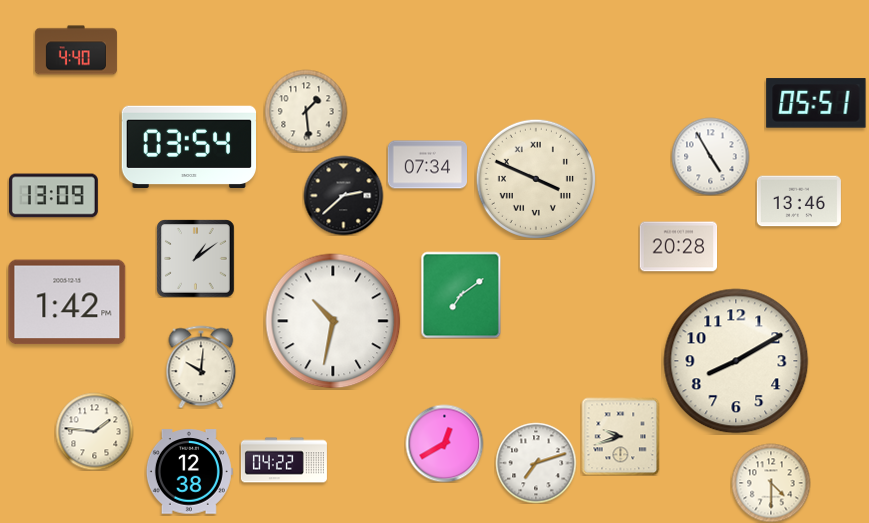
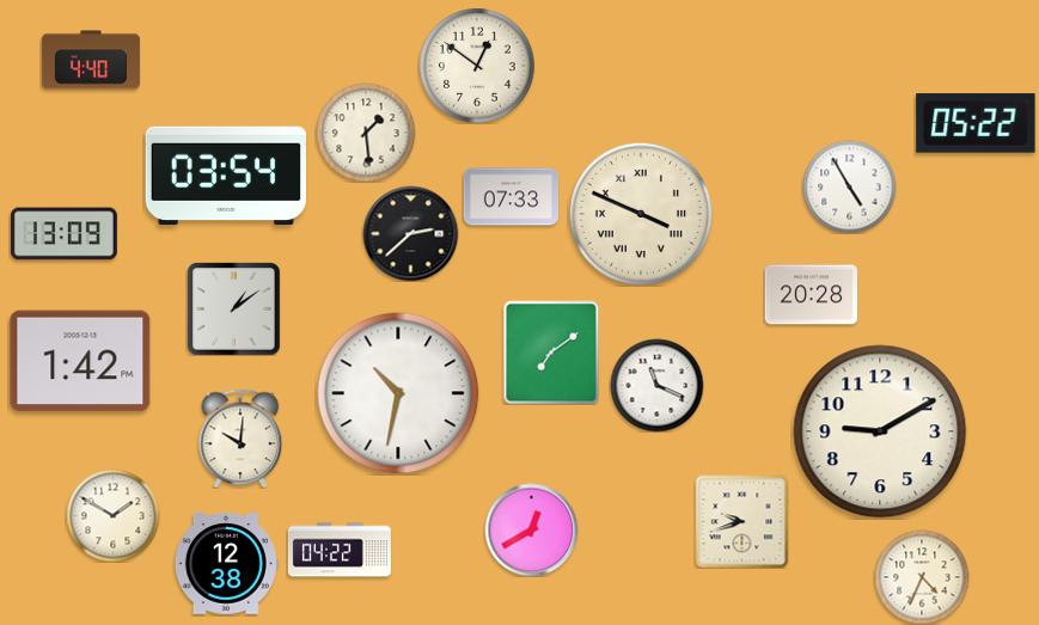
clock at (477, 66): none -> 12:51
clock at (816, 103): 05:51 -> 05:22
clock at (427, 165): 07:34 -> 07:33
clock at (799, 201): 13:46 -> none
clock at (333, 321) position: (333, 321) -> (398, 393)
clock at (656, 385): none -> 11:19
clock at (736, 361): 8:10 -> 9:10
clock at (94, 431): 1:46 -> 1:50
clock at (536, 463): 7:12 -> none
clock at (771, 483): 4:30 -> 4:34
